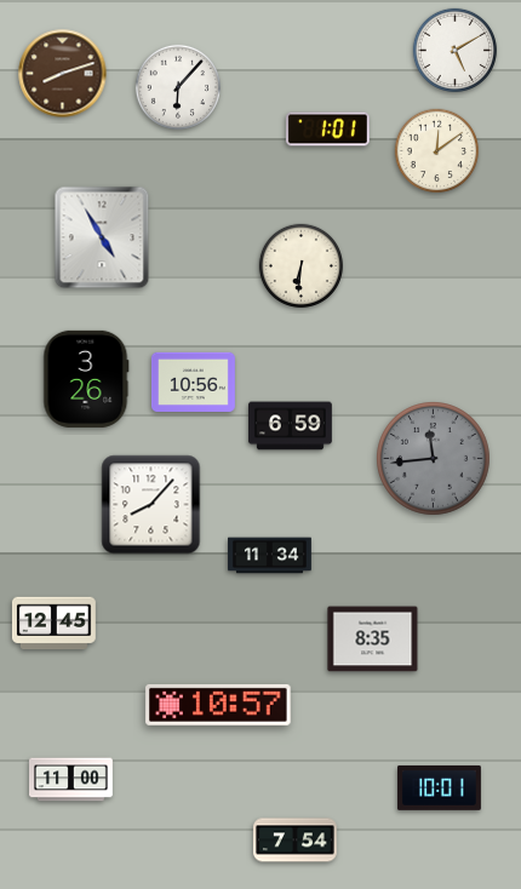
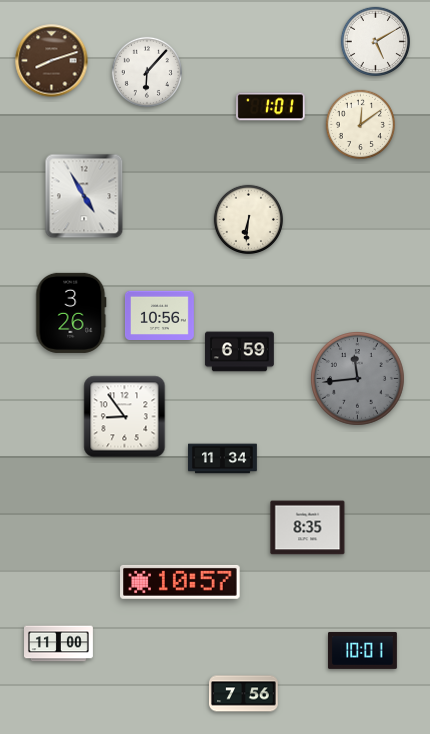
clock at (151, 505): 8:07 -> 8:54
clock at (53, 624): 12:45 -> none
clock at (296, 841): 7:54 -> 7:56
